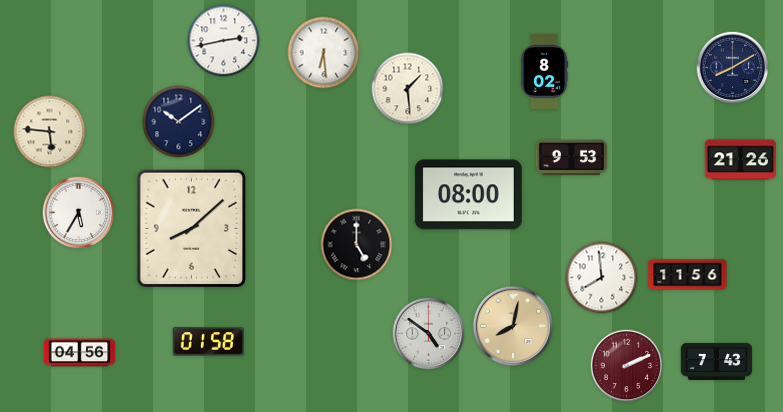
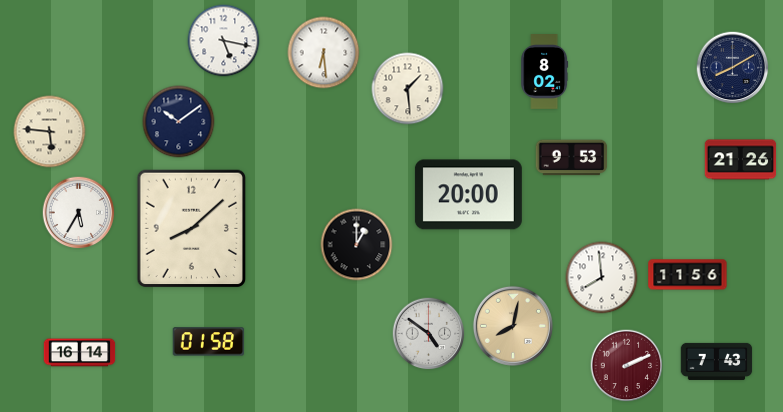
clock at (224, 41): 2:43 -> 5:17
clock at (468, 195): 08:00 -> 20:00
clock at (357, 245): 5:00 -> 1:00
clock at (80, 353): 04:56 -> 16:14
